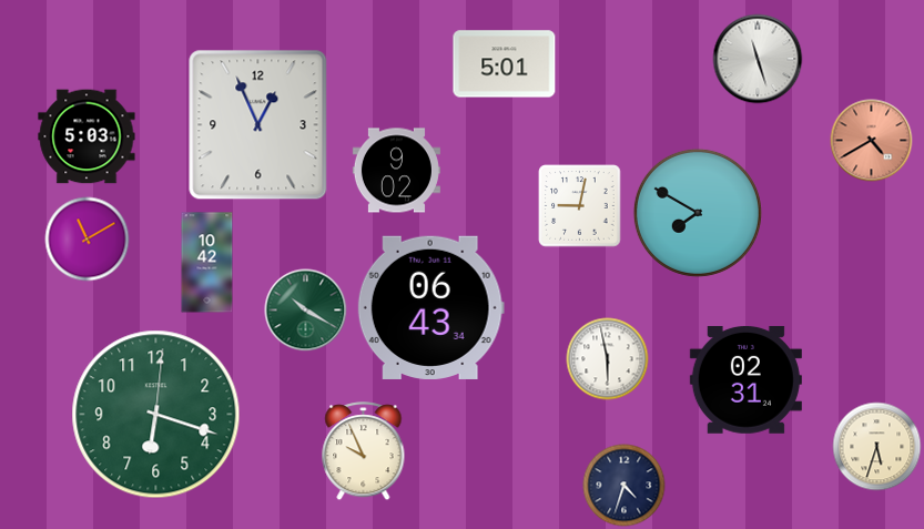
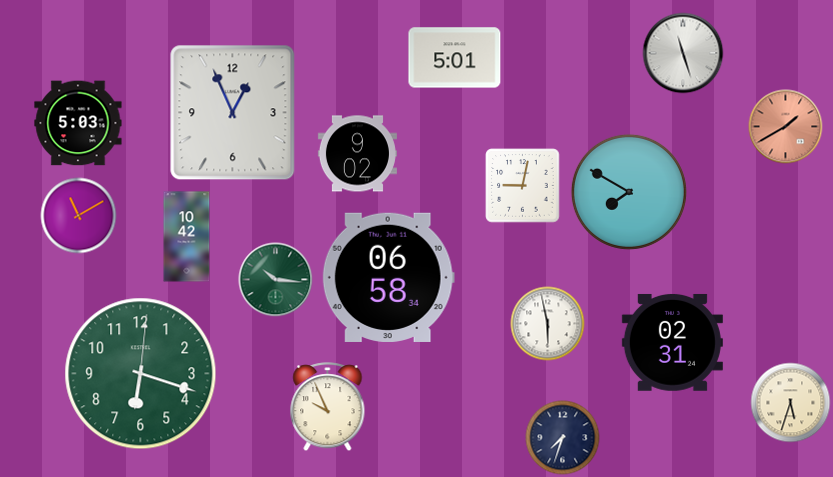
clock at (872, 141): 4:40 -> 1:40
clock at (430, 307): 06:43 -> 06:58
clock at (306, 311): 10:20 -> 10:16
clock at (625, 486): 4:33 -> 7:33
